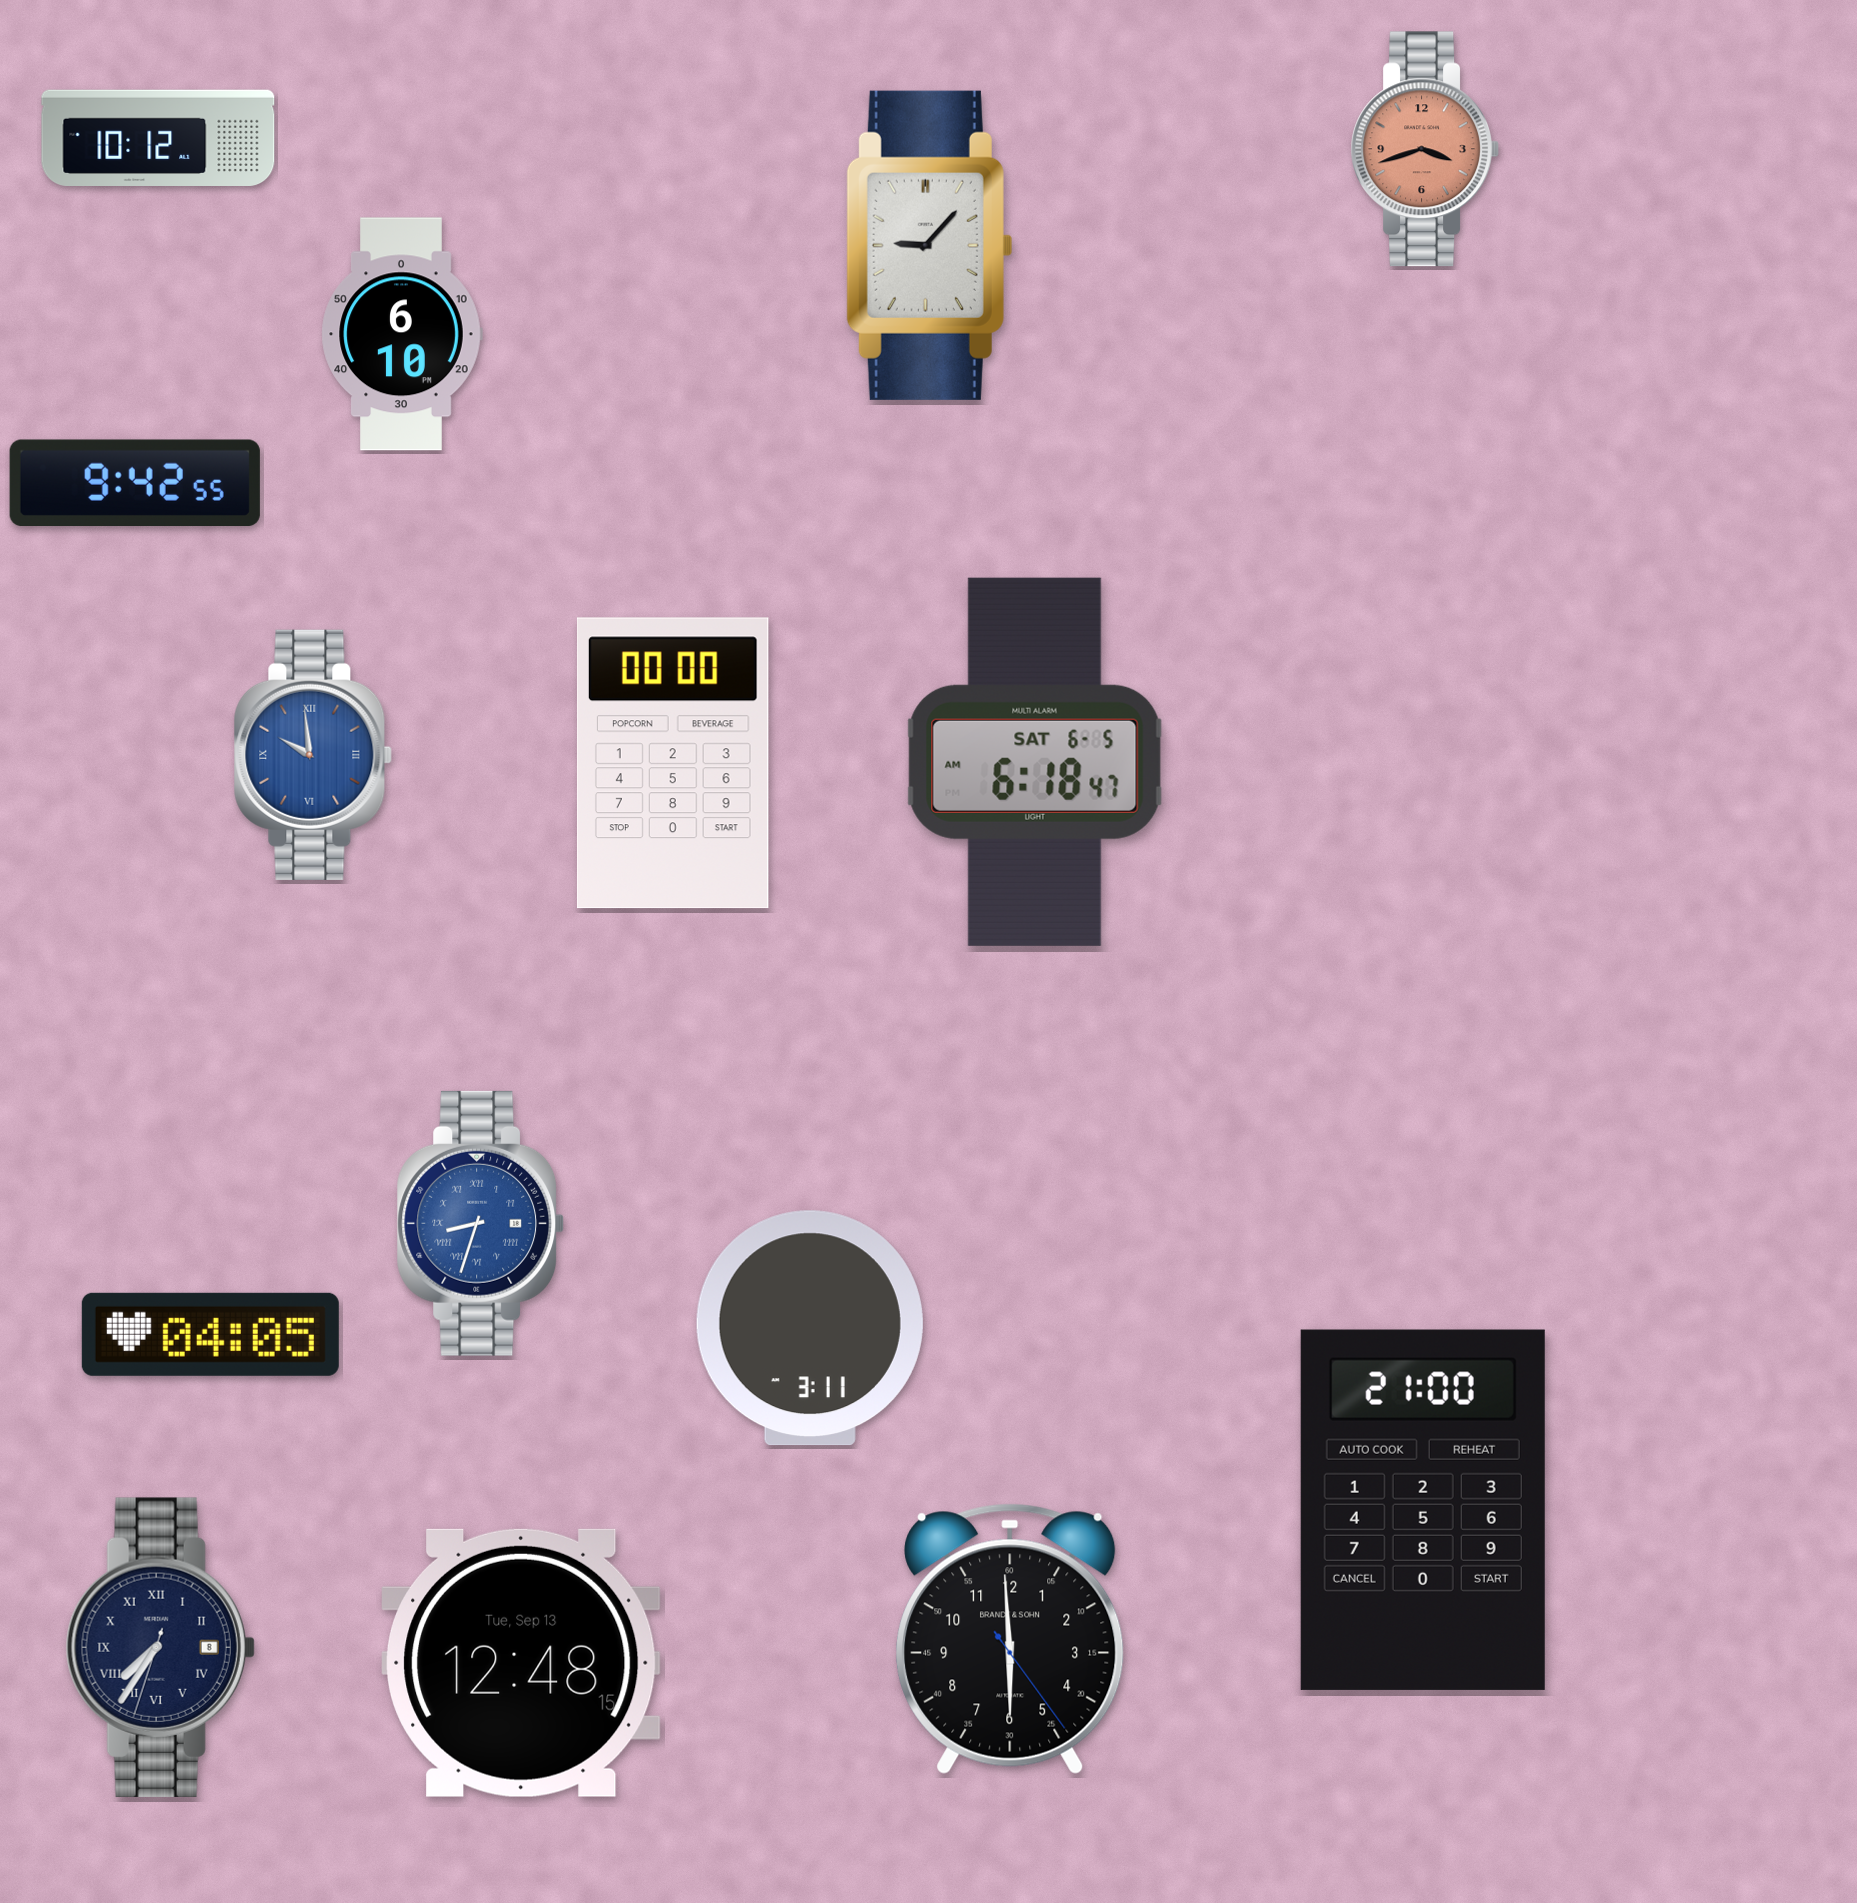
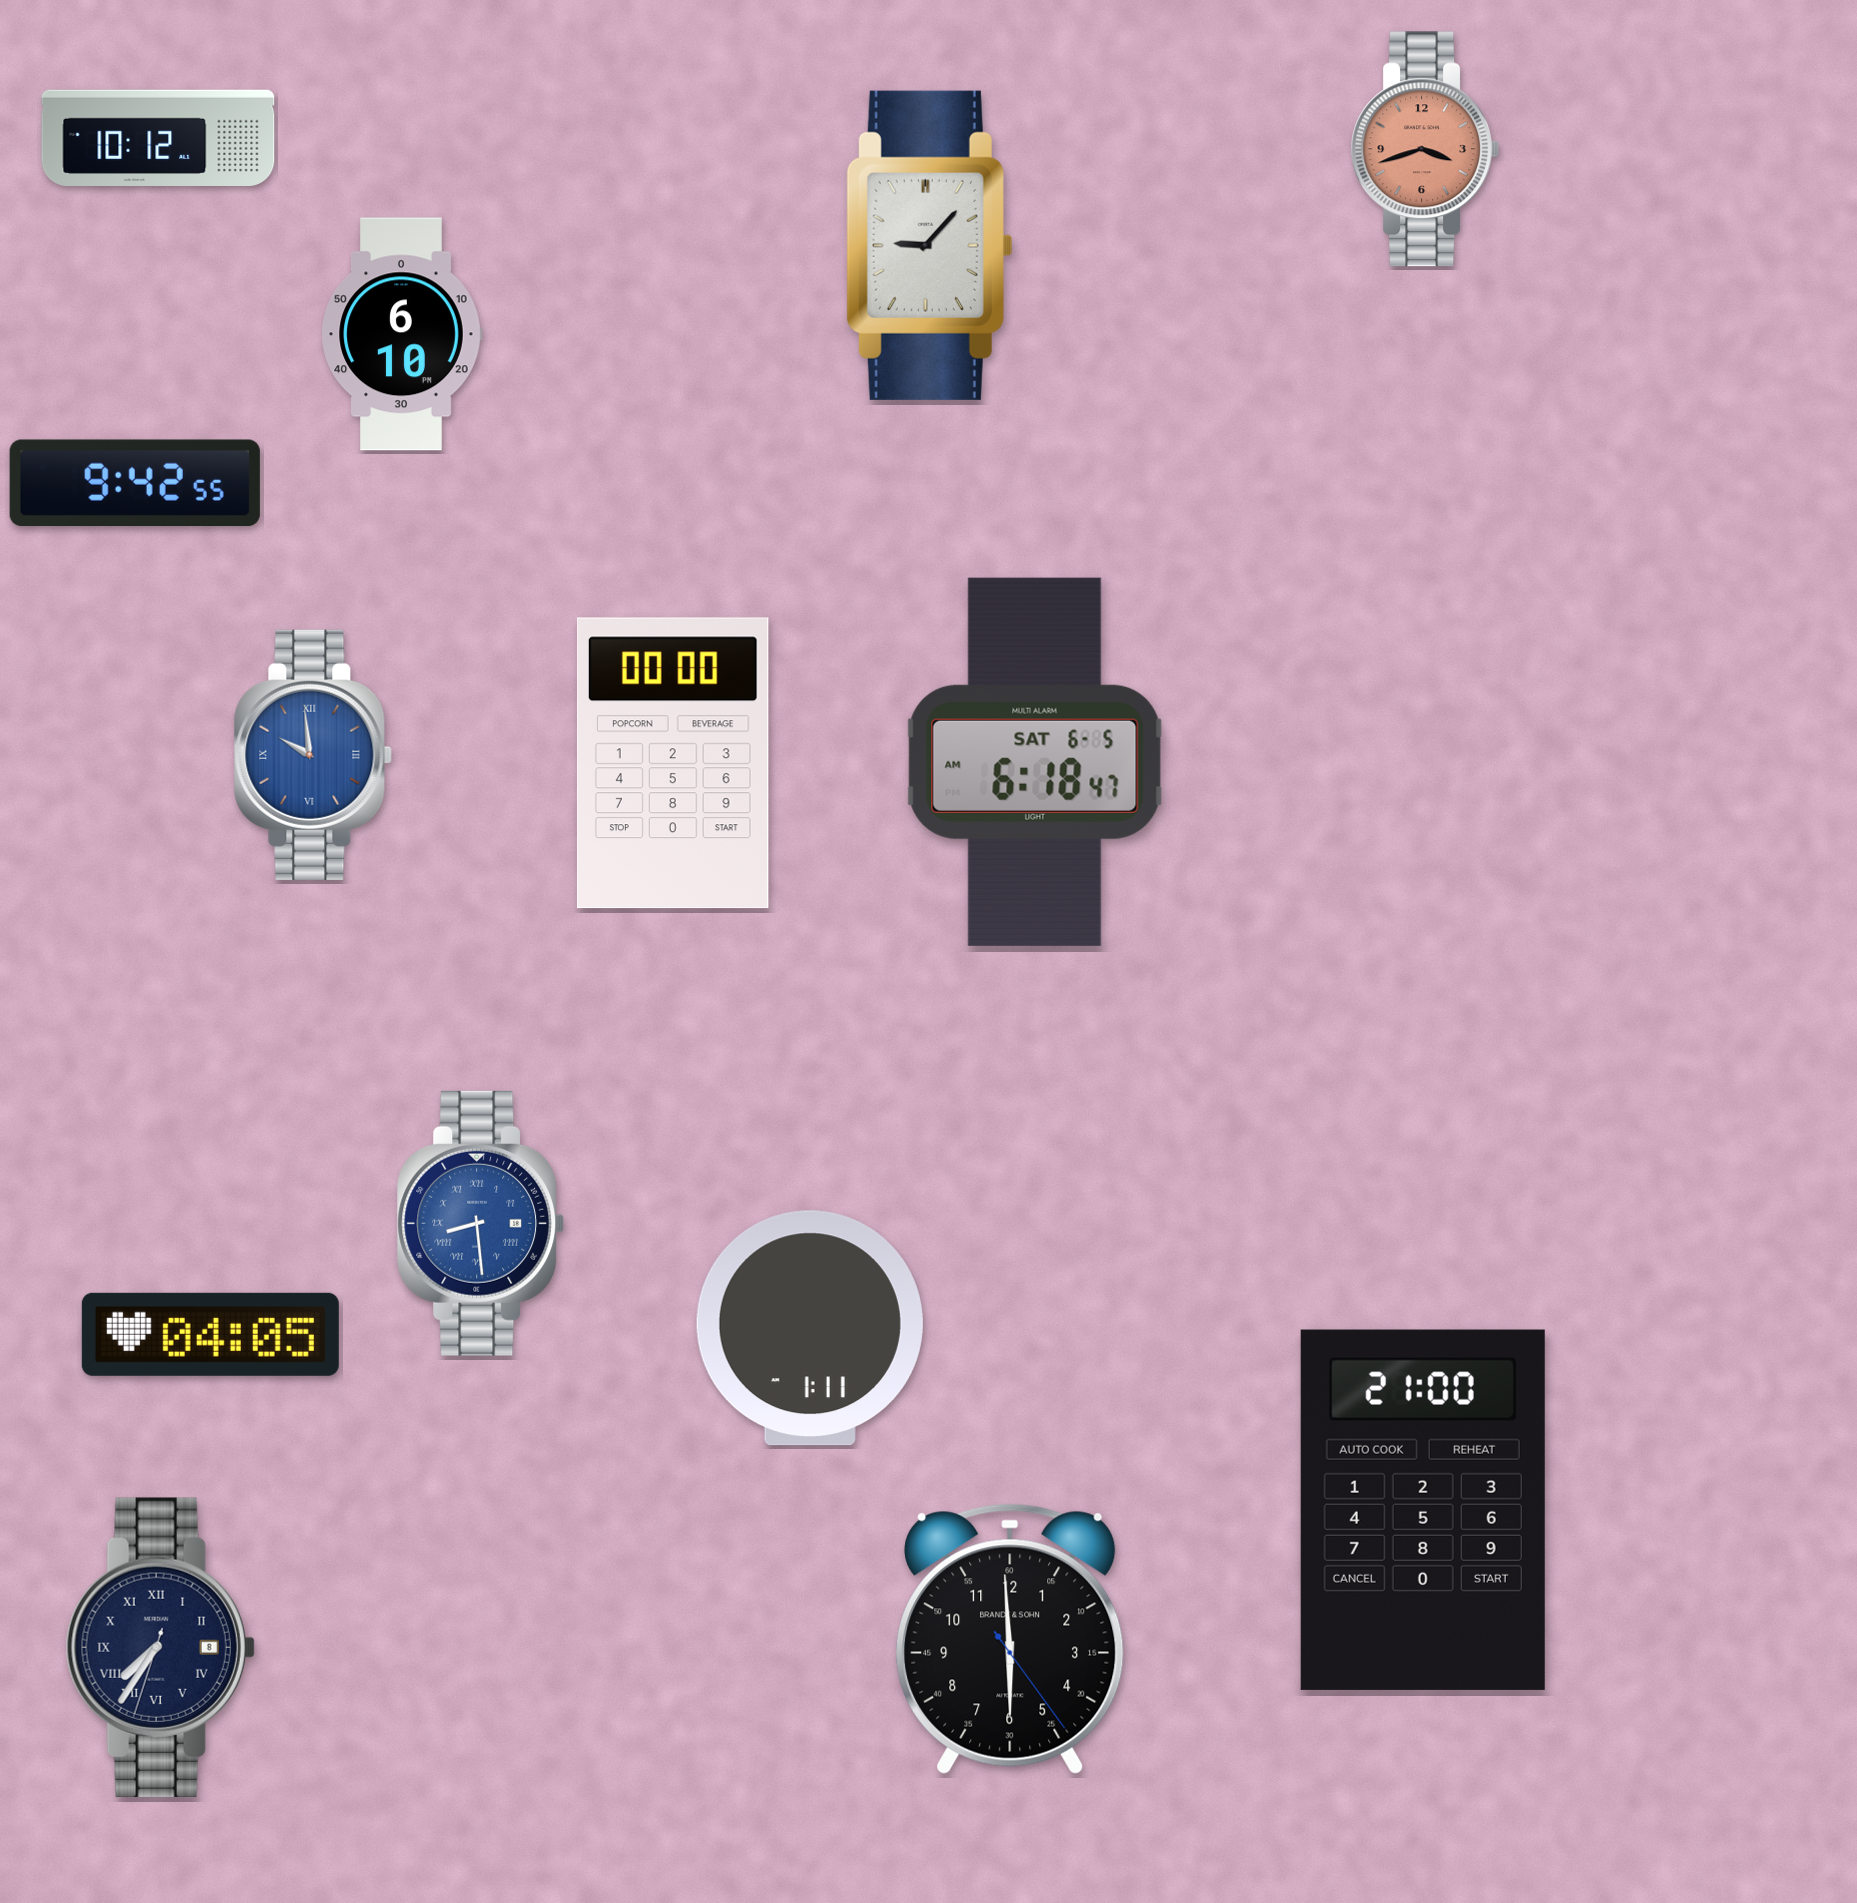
clock at (481, 1223): 8:33 -> 8:29
clock at (810, 1328): 3:11 -> 1:11
clock at (521, 1663): 12:48 -> none
